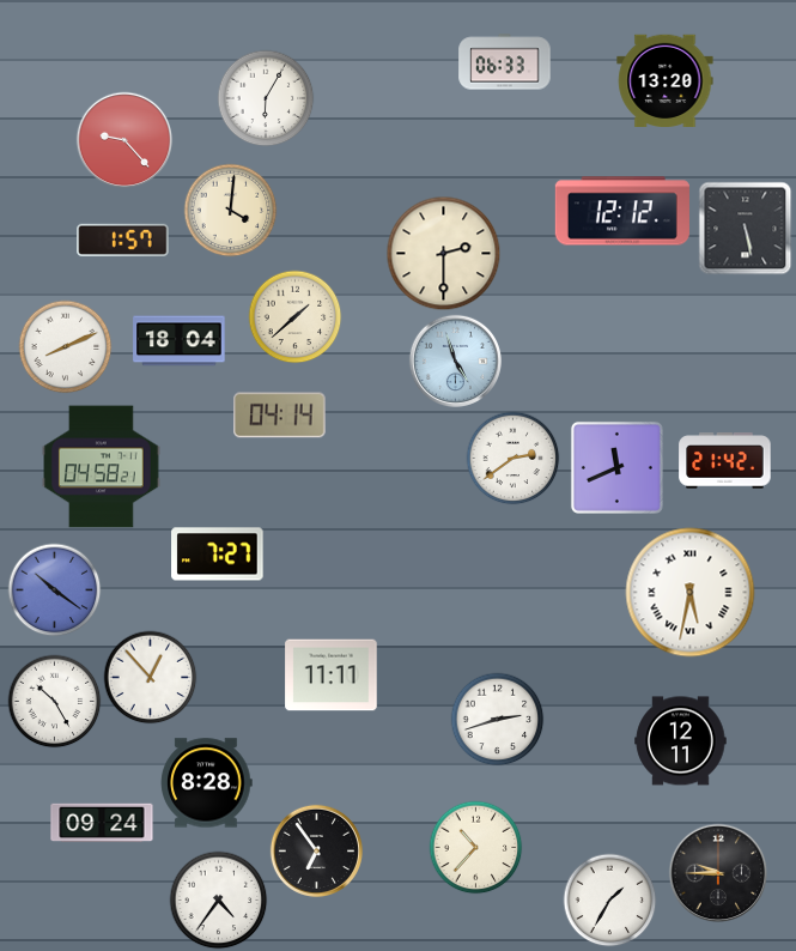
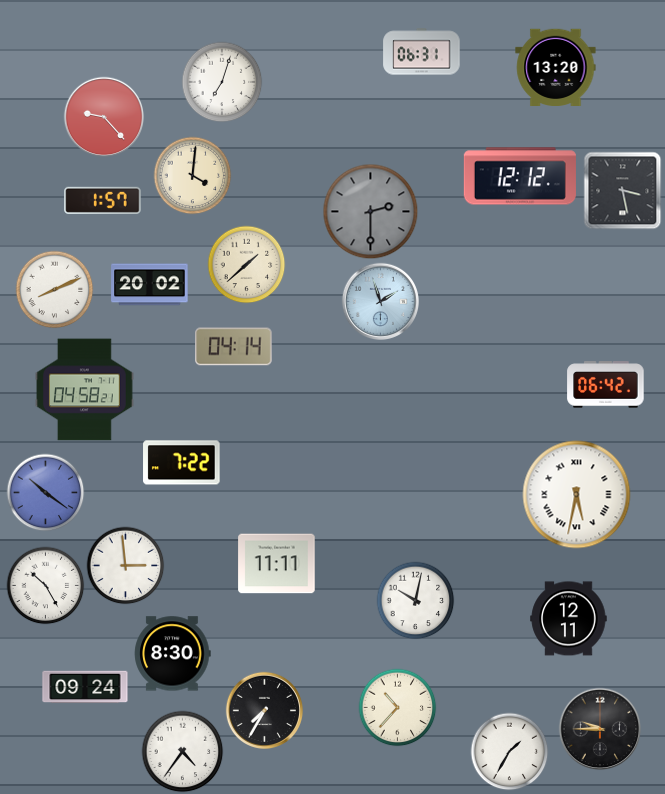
clock at (505, 62): 06:33 -> 06:31
clock at (266, 98): 6:05 -> 7:03
clock at (745, 228): 5:28 -> 3:28
clock at (443, 253) dial: cream -> grey
clock at (180, 341): 18:04 -> 20:02
clock at (455, 361): 4:57 -> 1:57
clock at (512, 458): 2:39 -> none
clock at (725, 461): 21:42 -> 06:42
clock at (616, 467): 11:41 -> none
clock at (218, 555): 7:27 -> 7:22
clock at (150, 677): 12:53 -> 2:59
clock at (497, 719): 2:42 -> 10:02
clock at (207, 783): 8:28 -> 8:30
clock at (316, 850): 6:54 -> 7:35
